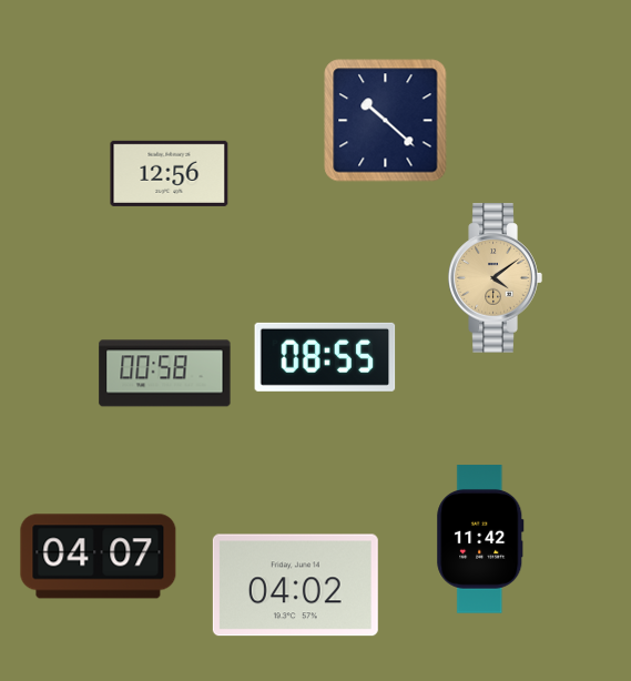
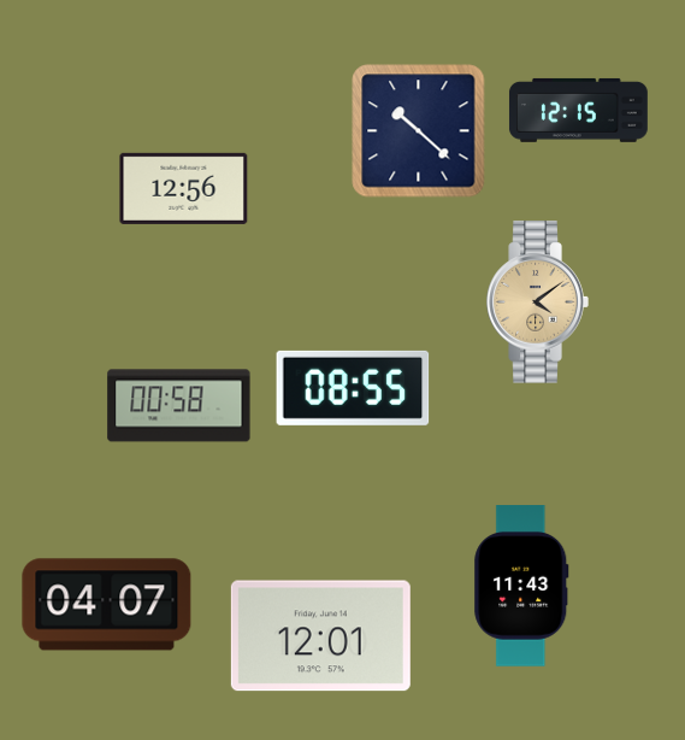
clock at (578, 110): none -> 12:15
clock at (480, 539): 11:42 -> 11:43
clock at (295, 586): 04:02 -> 12:01
